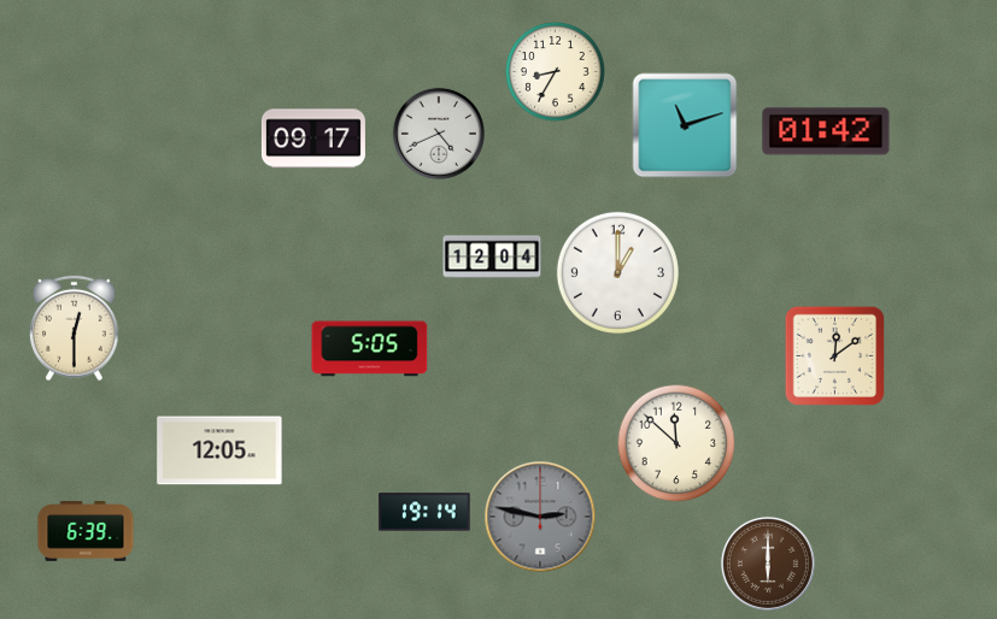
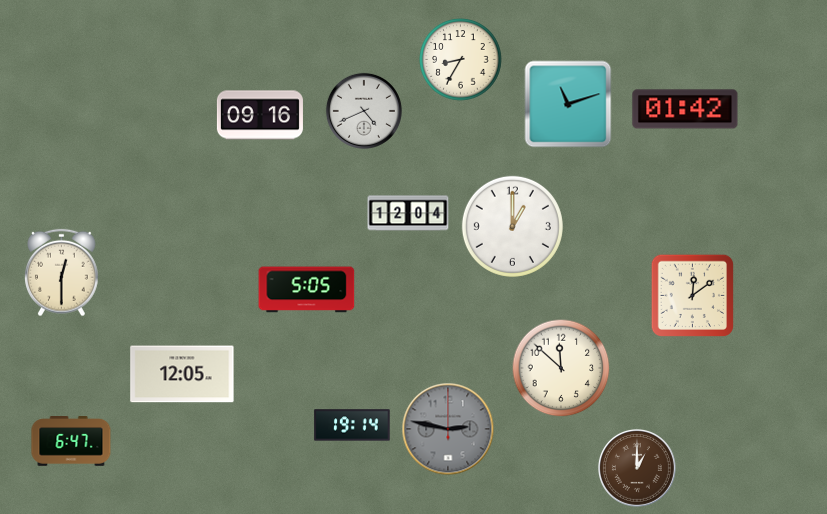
clock at (313, 138): 09:17 -> 09:16
clock at (86, 532): 6:39 -> 6:47
clock at (768, 564): 6:00 -> 1:00
